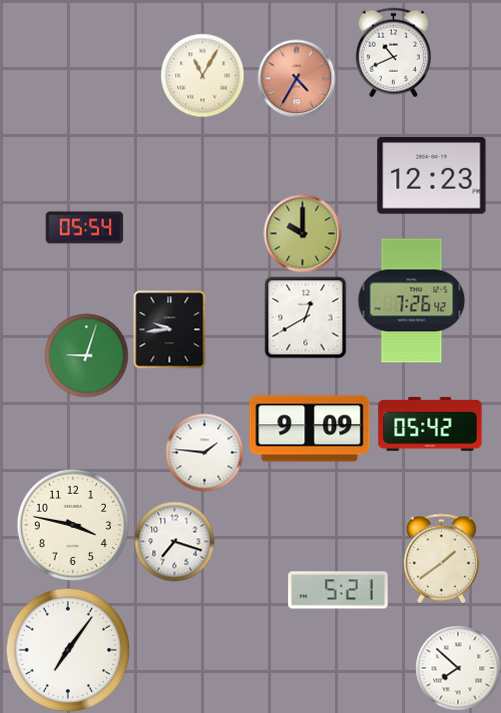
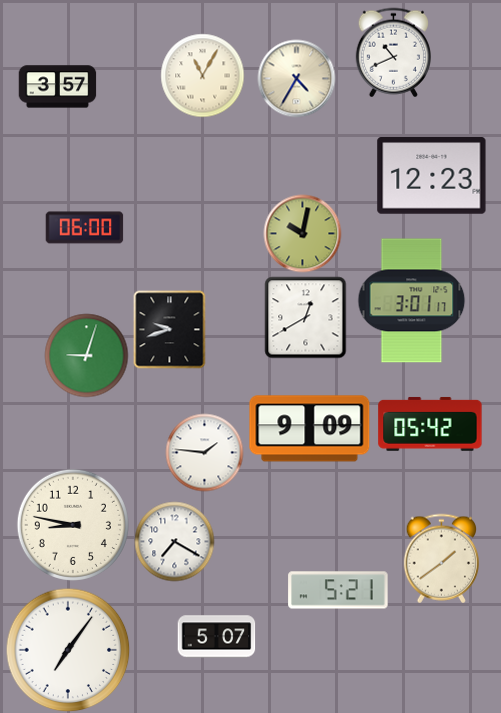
clock at (296, 78) dial: salmon -> cream
clock at (57, 87): none -> 3:57
clock at (84, 228): 05:54 -> 06:00
clock at (302, 233): 10:00 -> 10:02
clock at (412, 301): 7:26 -> 3:01
clock at (170, 329): 9:44 -> 9:42
clock at (73, 525): 3:47 -> 8:47
clock at (174, 541): 7:18 -> 7:20
clock at (216, 637): none -> 5:07
clock at (458, 668): 7:52 -> none
